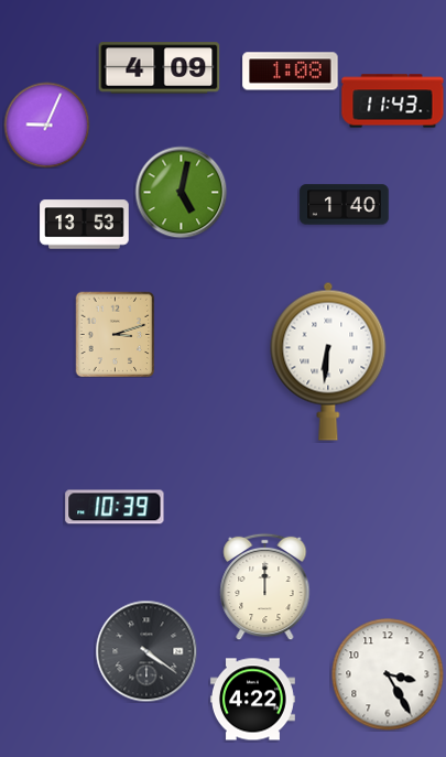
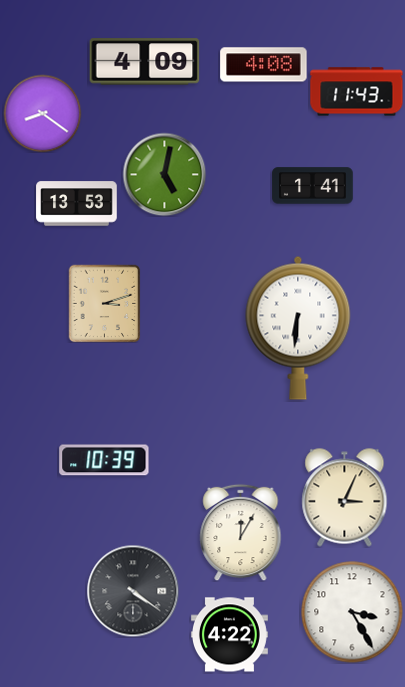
clock at (291, 72): 1:08 -> 4:08
clock at (46, 125): 9:04 -> 8:21
clock at (345, 205): 1:40 -> 1:41
clock at (345, 498): none -> 3:04
clock at (265, 586): 12:00 -> 12:05
